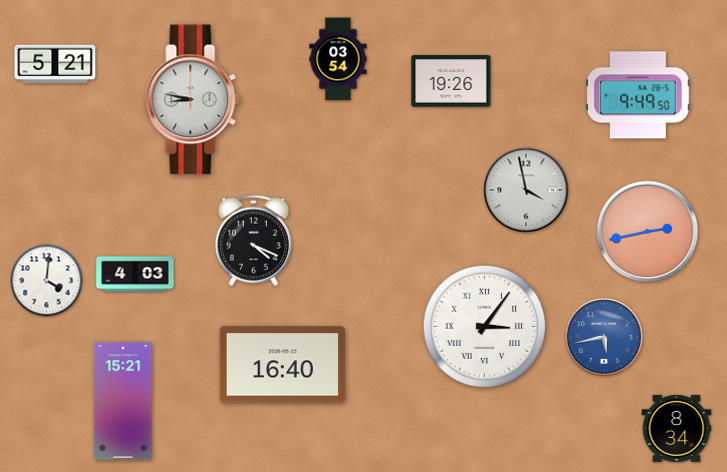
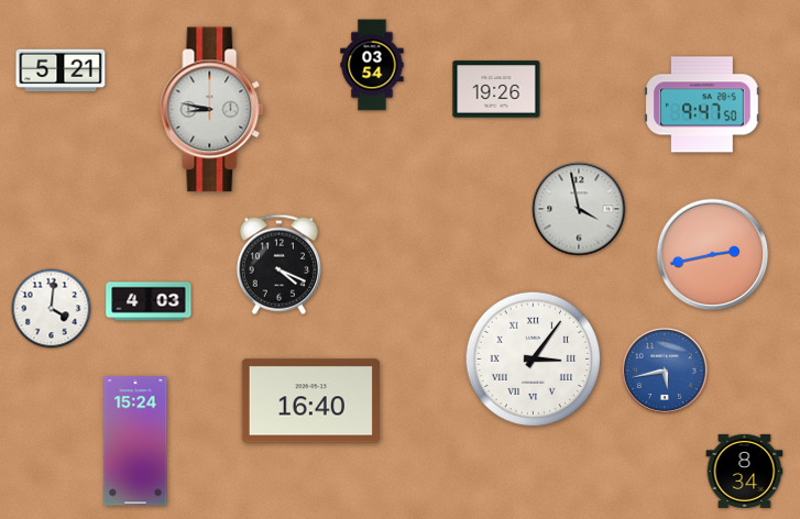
clock at (638, 95): 9:49 -> 9:47
clock at (123, 401): 15:21 -> 15:24
